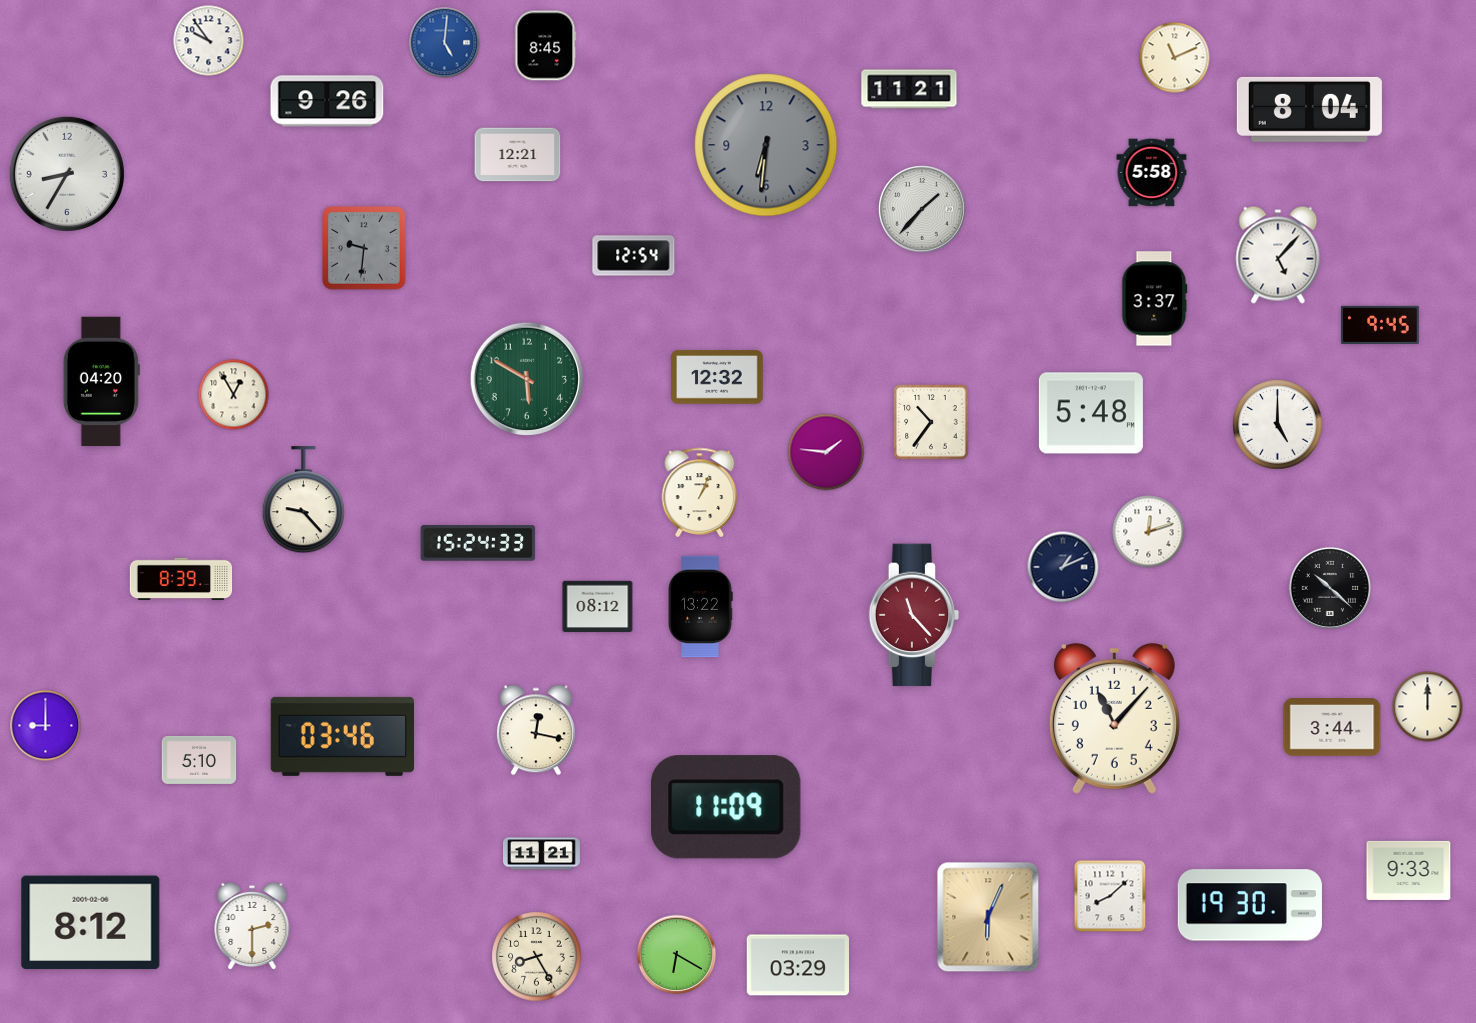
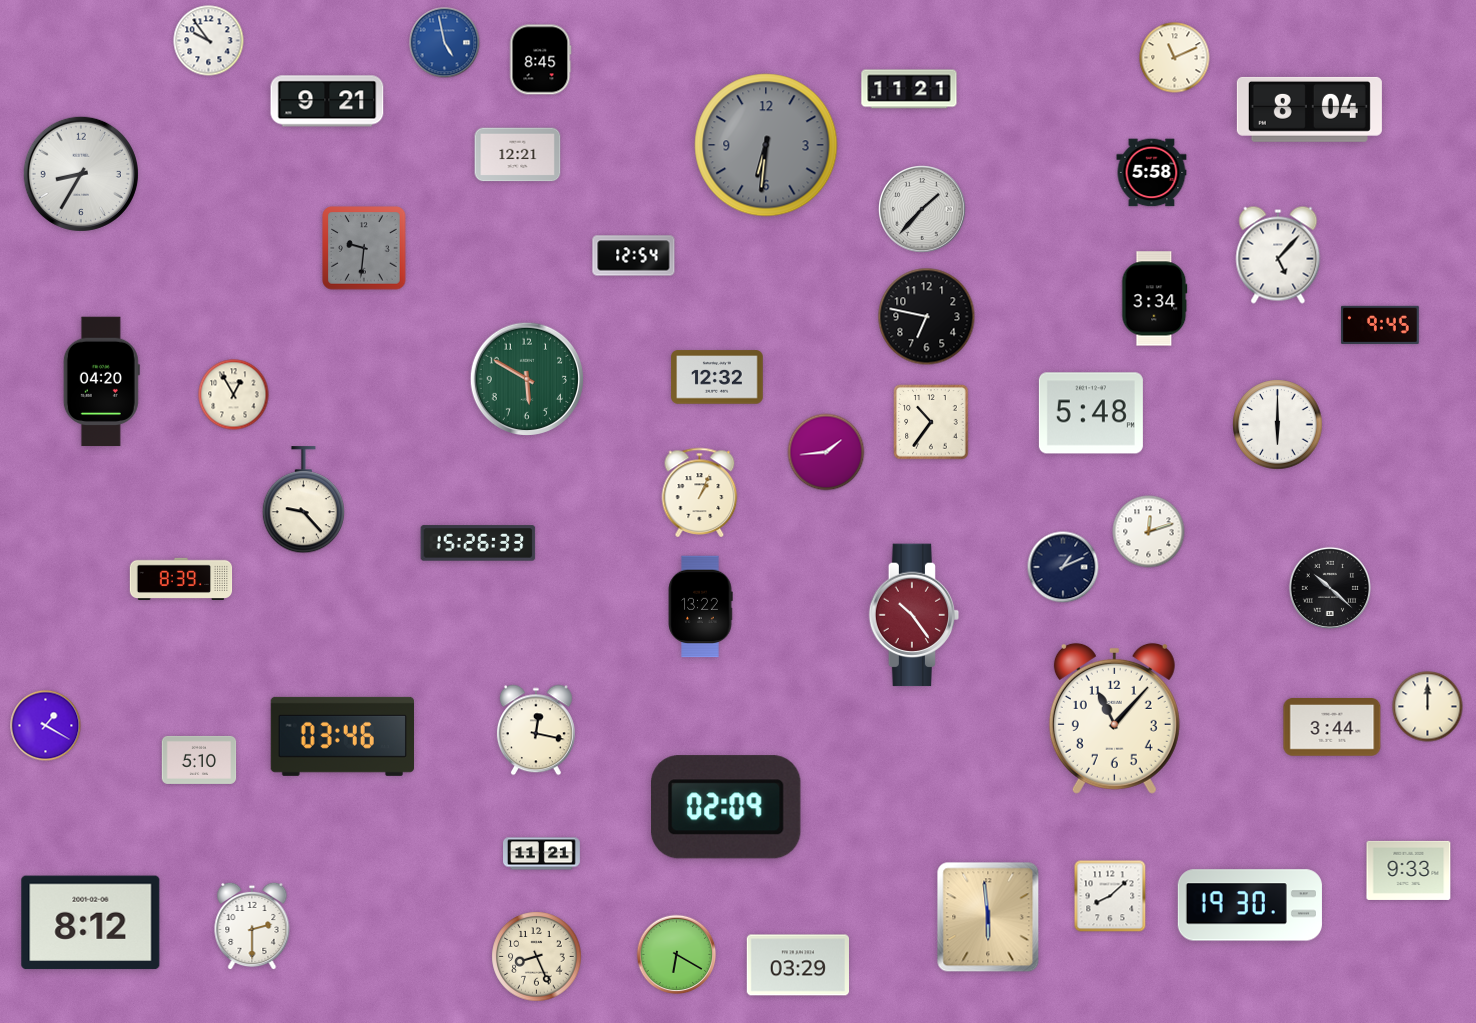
clock at (445, 43): 5:01 -> 4:58
clock at (545, 46) position: (545, 46) -> (540, 60)
clock at (327, 101): 9:26 -> 9:21
clock at (67, 174) position: (67, 174) -> (81, 174)
clock at (1155, 299): 3:37 -> 3:34
clock at (927, 317): none -> 6:47
clock at (1278, 425): 5:00 -> 6:00
clock at (826, 452): 1:46 -> 1:44
clock at (478, 543): 15:24 -> 15:26
clock at (598, 607): 08:12 -> none
clock at (914, 615): 11:23 -> 10:24
clock at (46, 726): 9:00 -> 1:20
clock at (727, 807): 11:09 -> 02:09
clock at (988, 917): 6:04 -> 5:59
clock at (537, 957): 8:25 -> 8:26
